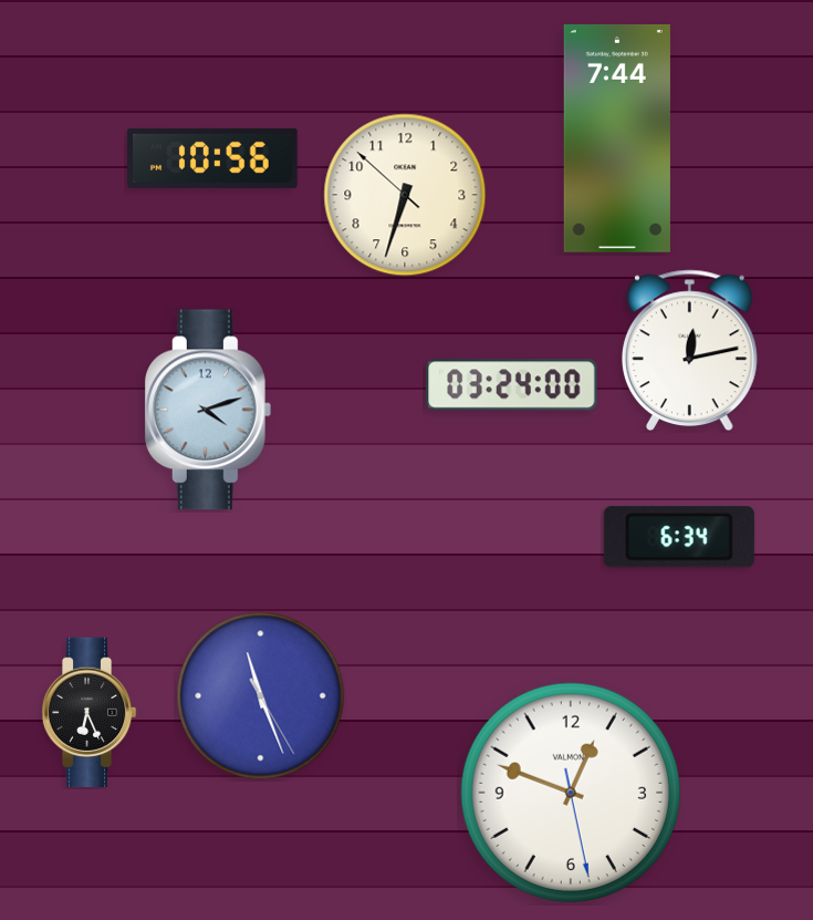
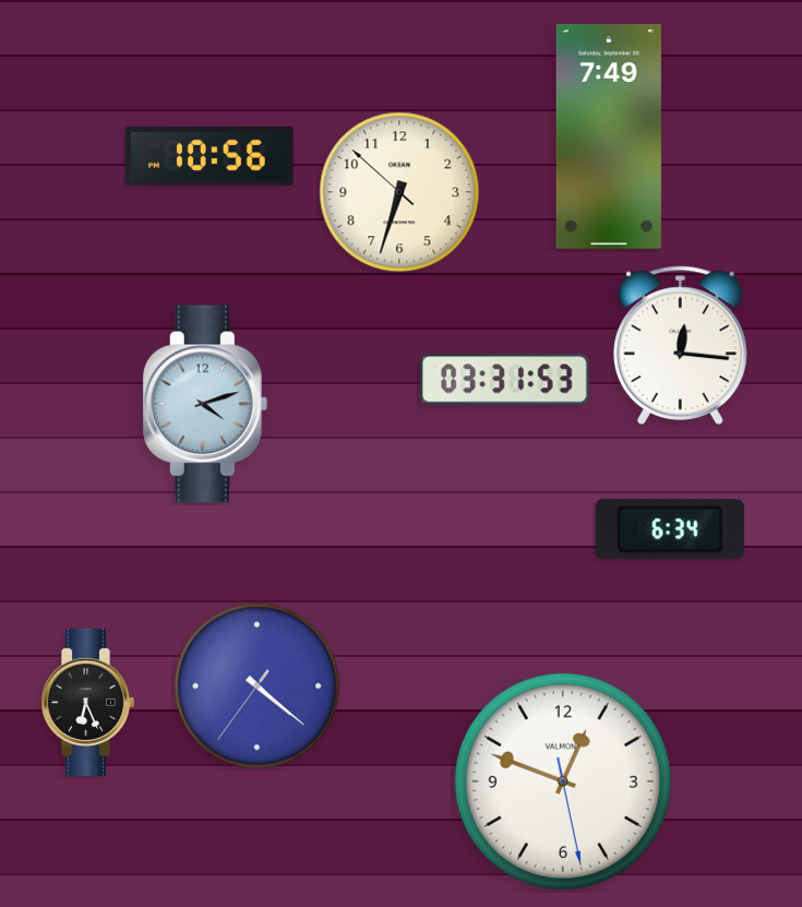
clock at (617, 138): 7:44 -> 7:49
clock at (689, 351): 12:13 -> 12:16
clock at (512, 385): 03:24 -> 03:31
clock at (261, 696): 11:26 -> 4:21
